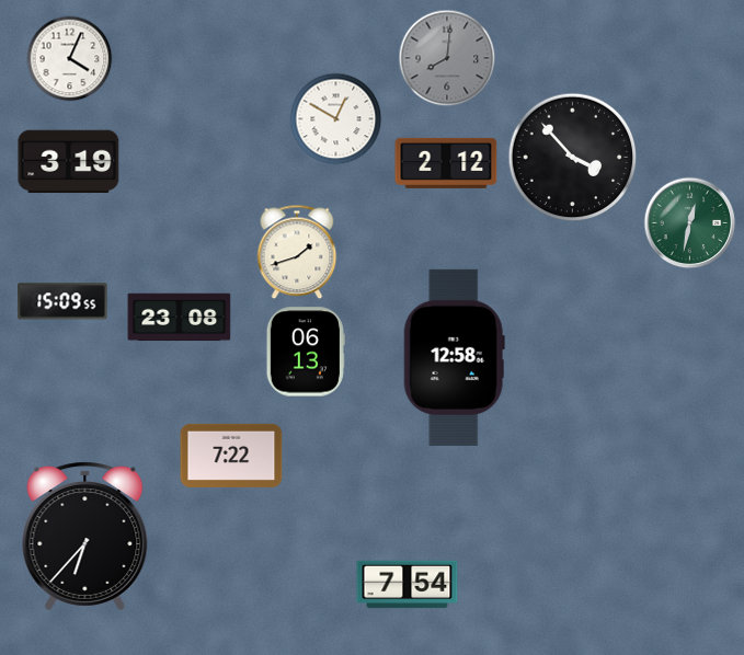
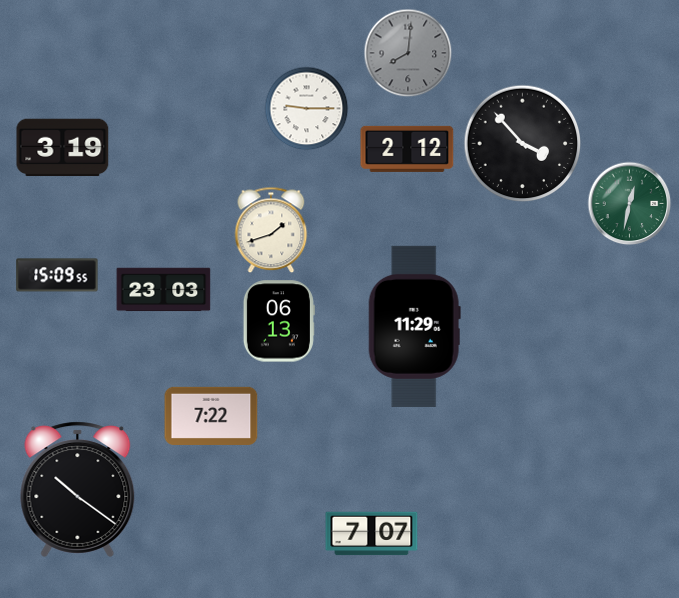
clock at (70, 59): 4:04 -> none
clock at (336, 119): 12:50 -> 9:15
clock at (180, 318): 23:08 -> 23:03
clock at (454, 357): 12:58 -> 11:29
clock at (85, 536): 6:37 -> 10:21
clock at (408, 585): 7:54 -> 7:07
